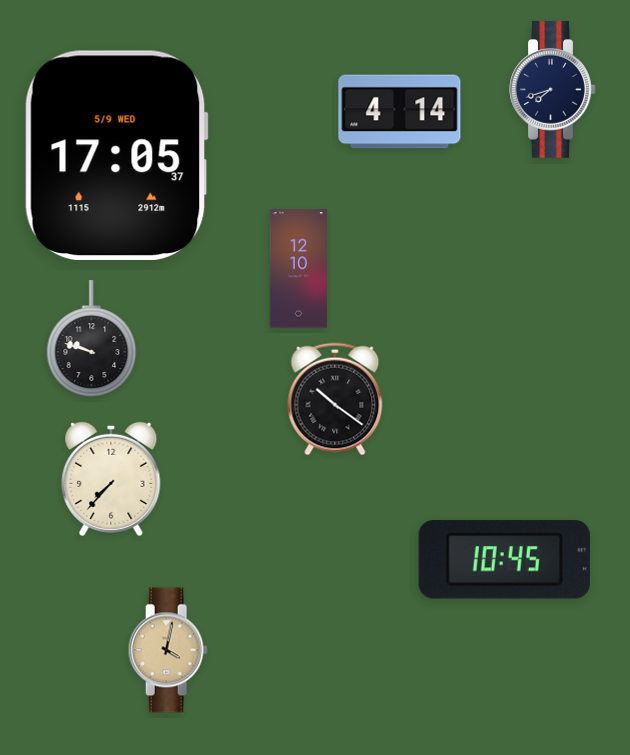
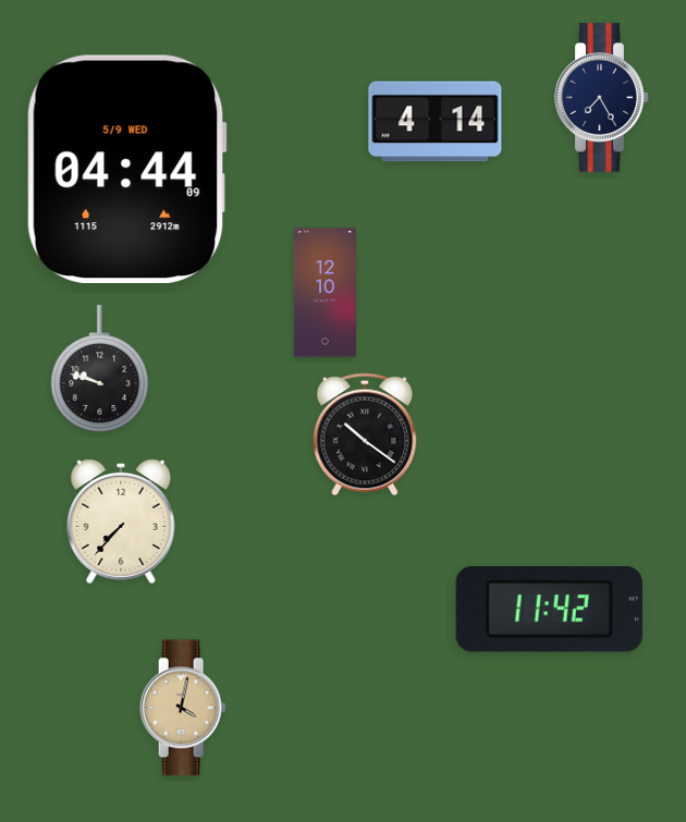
clock at (553, 90): 7:42 -> 7:25
clock at (116, 155): 17:05 -> 04:44
clock at (504, 560): 10:45 -> 11:42
